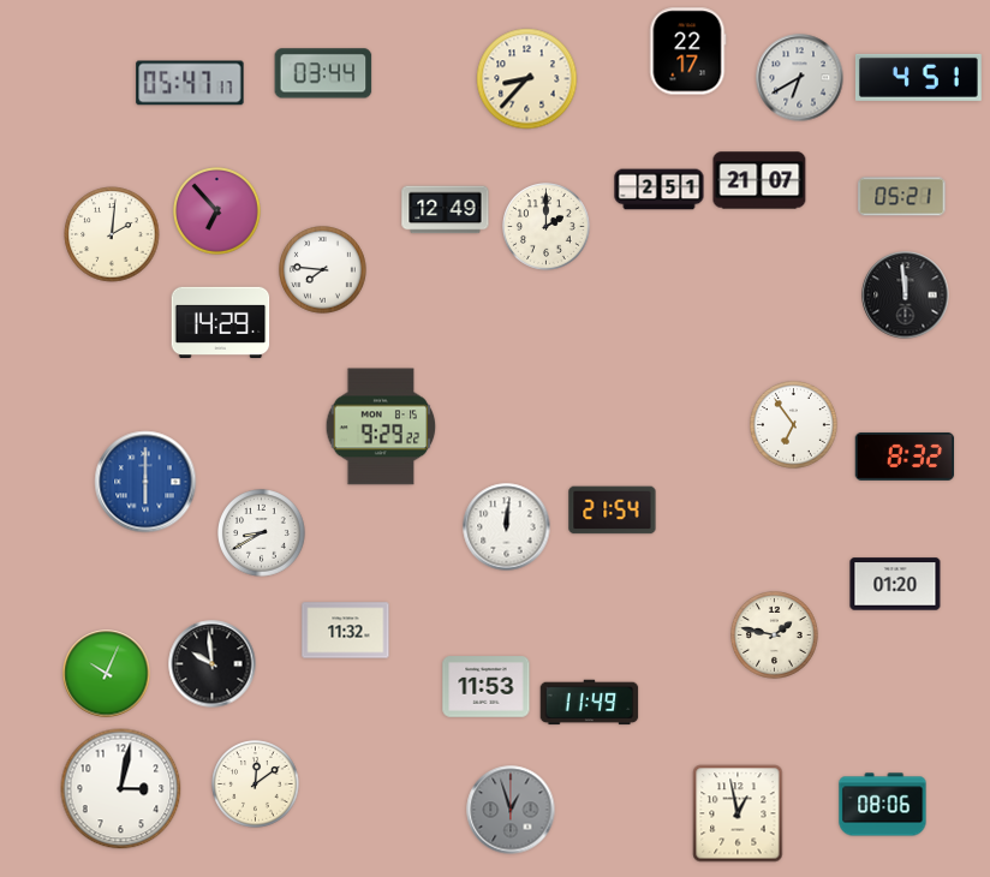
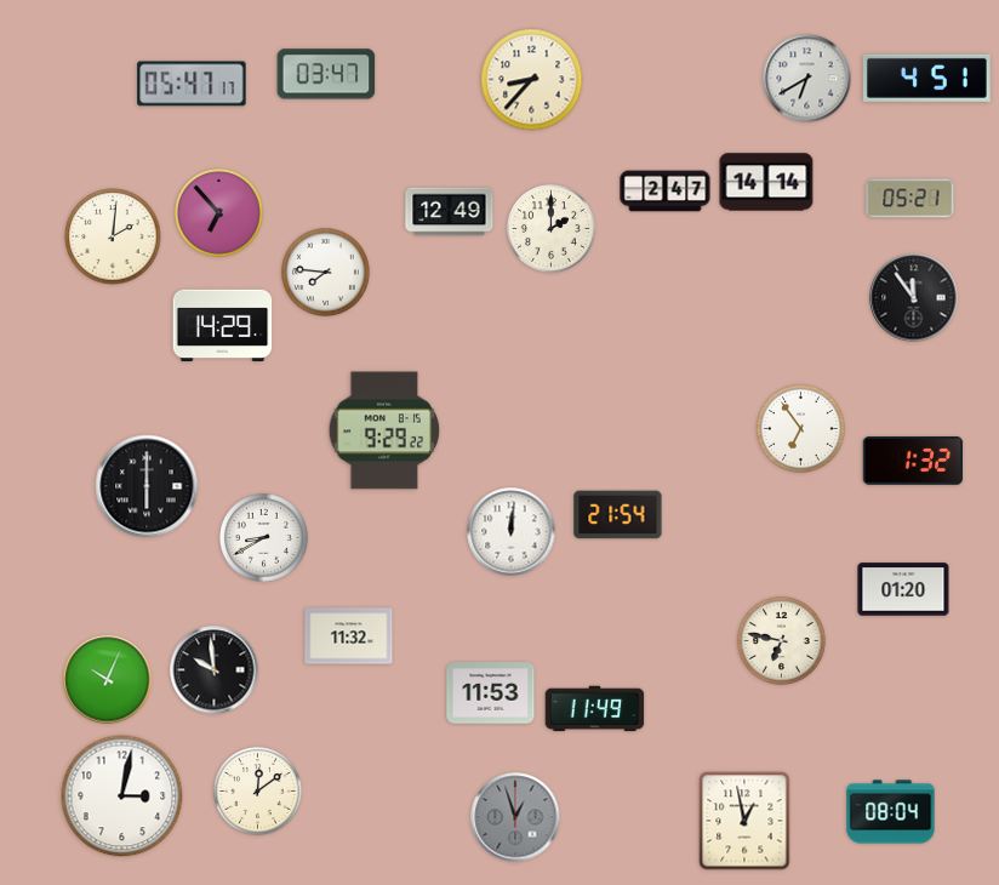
clock at (688, 52): 22:17 -> none
clock at (323, 73): 03:44 -> 03:47
clock at (759, 180): 21:07 -> 14:14
clock at (660, 190): 2:51 -> 2:47
clock at (906, 296): 11:59 -> 11:54
clock at (905, 457): 8:32 -> 1:32
clock at (145, 482) dial: blue -> black
clock at (775, 636): 1:47 -> 6:47
clock at (883, 805): 08:06 -> 08:04
